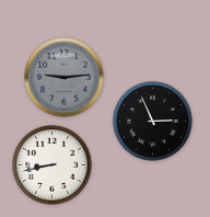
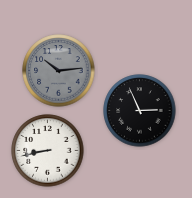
clock at (65, 78): 9:14 -> 10:14
